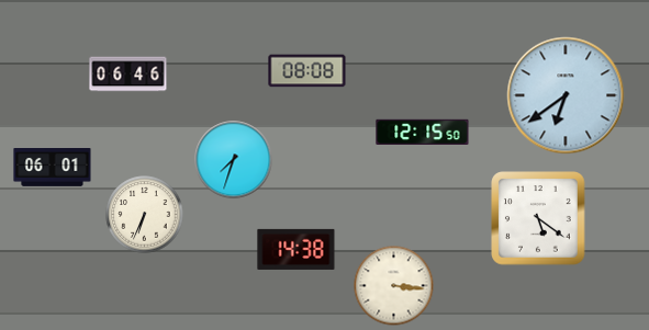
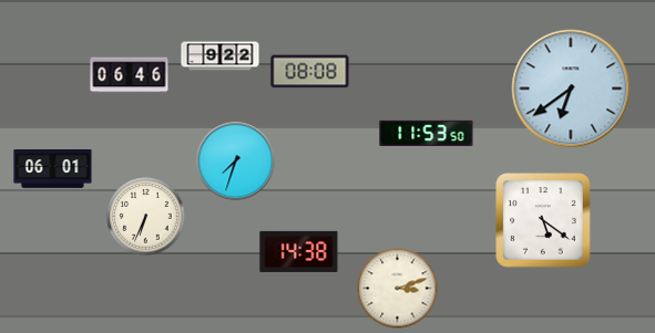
clock at (221, 56): none -> 9:22
clock at (566, 95) position: (566, 95) -> (571, 89)
clock at (423, 132): 12:15 -> 11:53
clock at (394, 286): 3:16 -> 3:12
